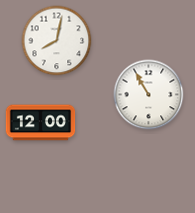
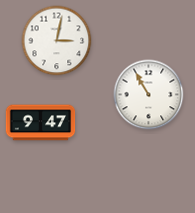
clock at (57, 41): 8:02 -> 3:02
clock at (41, 123): 12:00 -> 9:47
